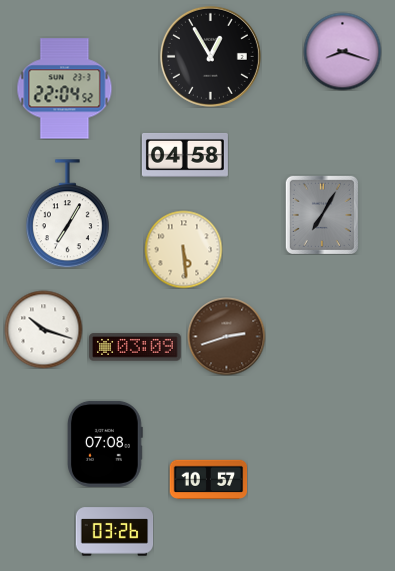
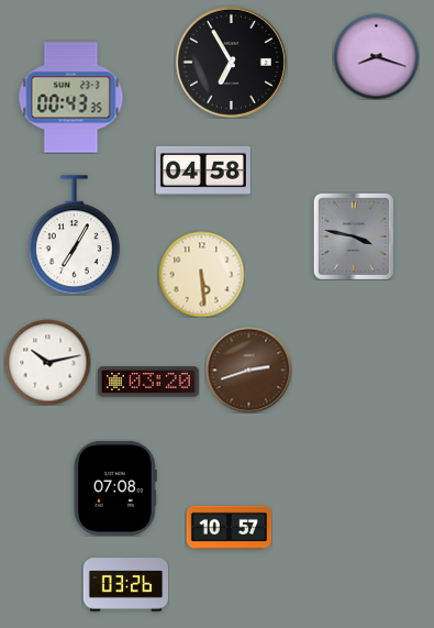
clock at (210, 56): 12:55 -> 6:55
clock at (65, 89): 22:04 -> 00:43
clock at (322, 215): 7:05 -> 3:47
clock at (43, 329): 10:18 -> 10:13
clock at (135, 347): 03:09 -> 03:20
